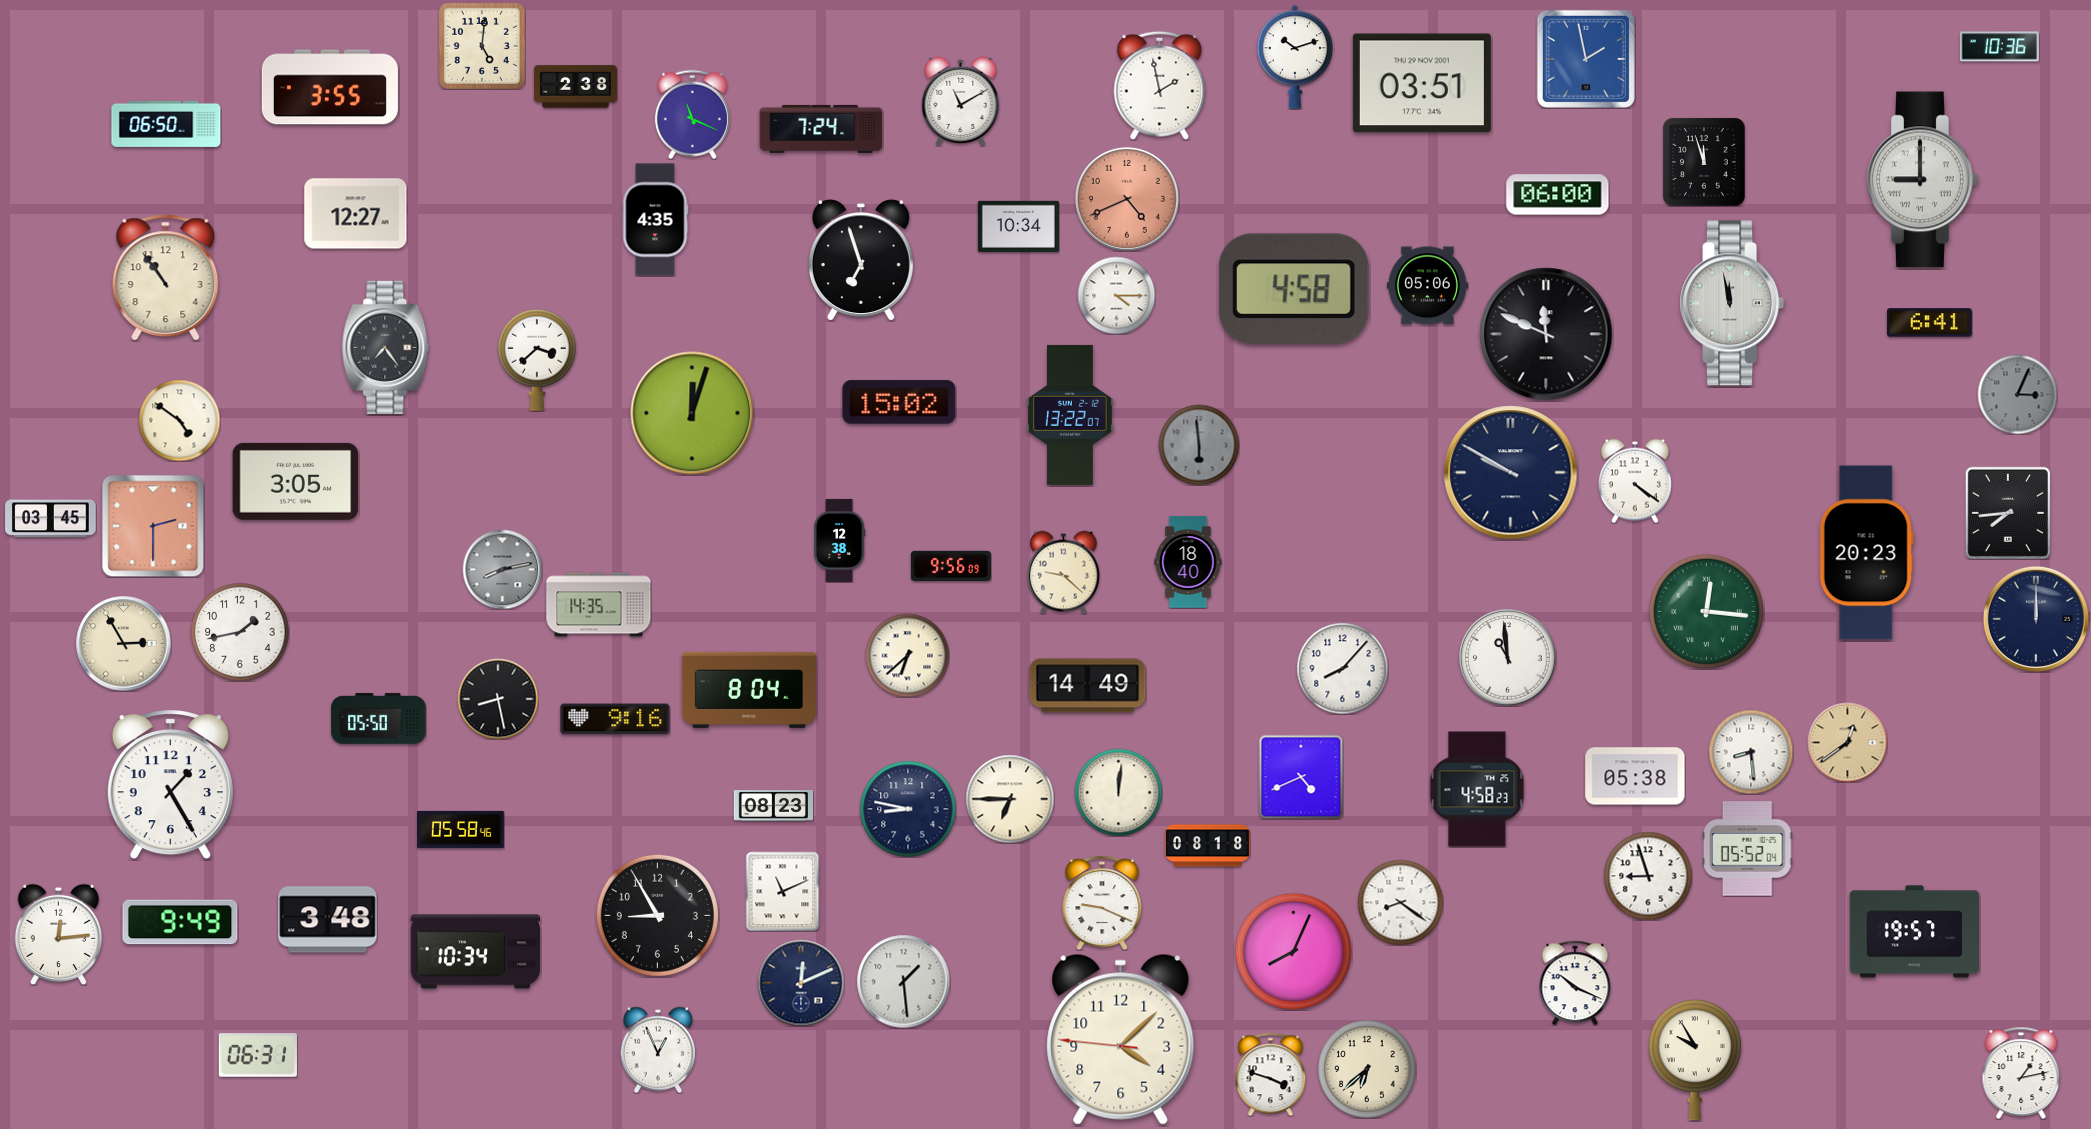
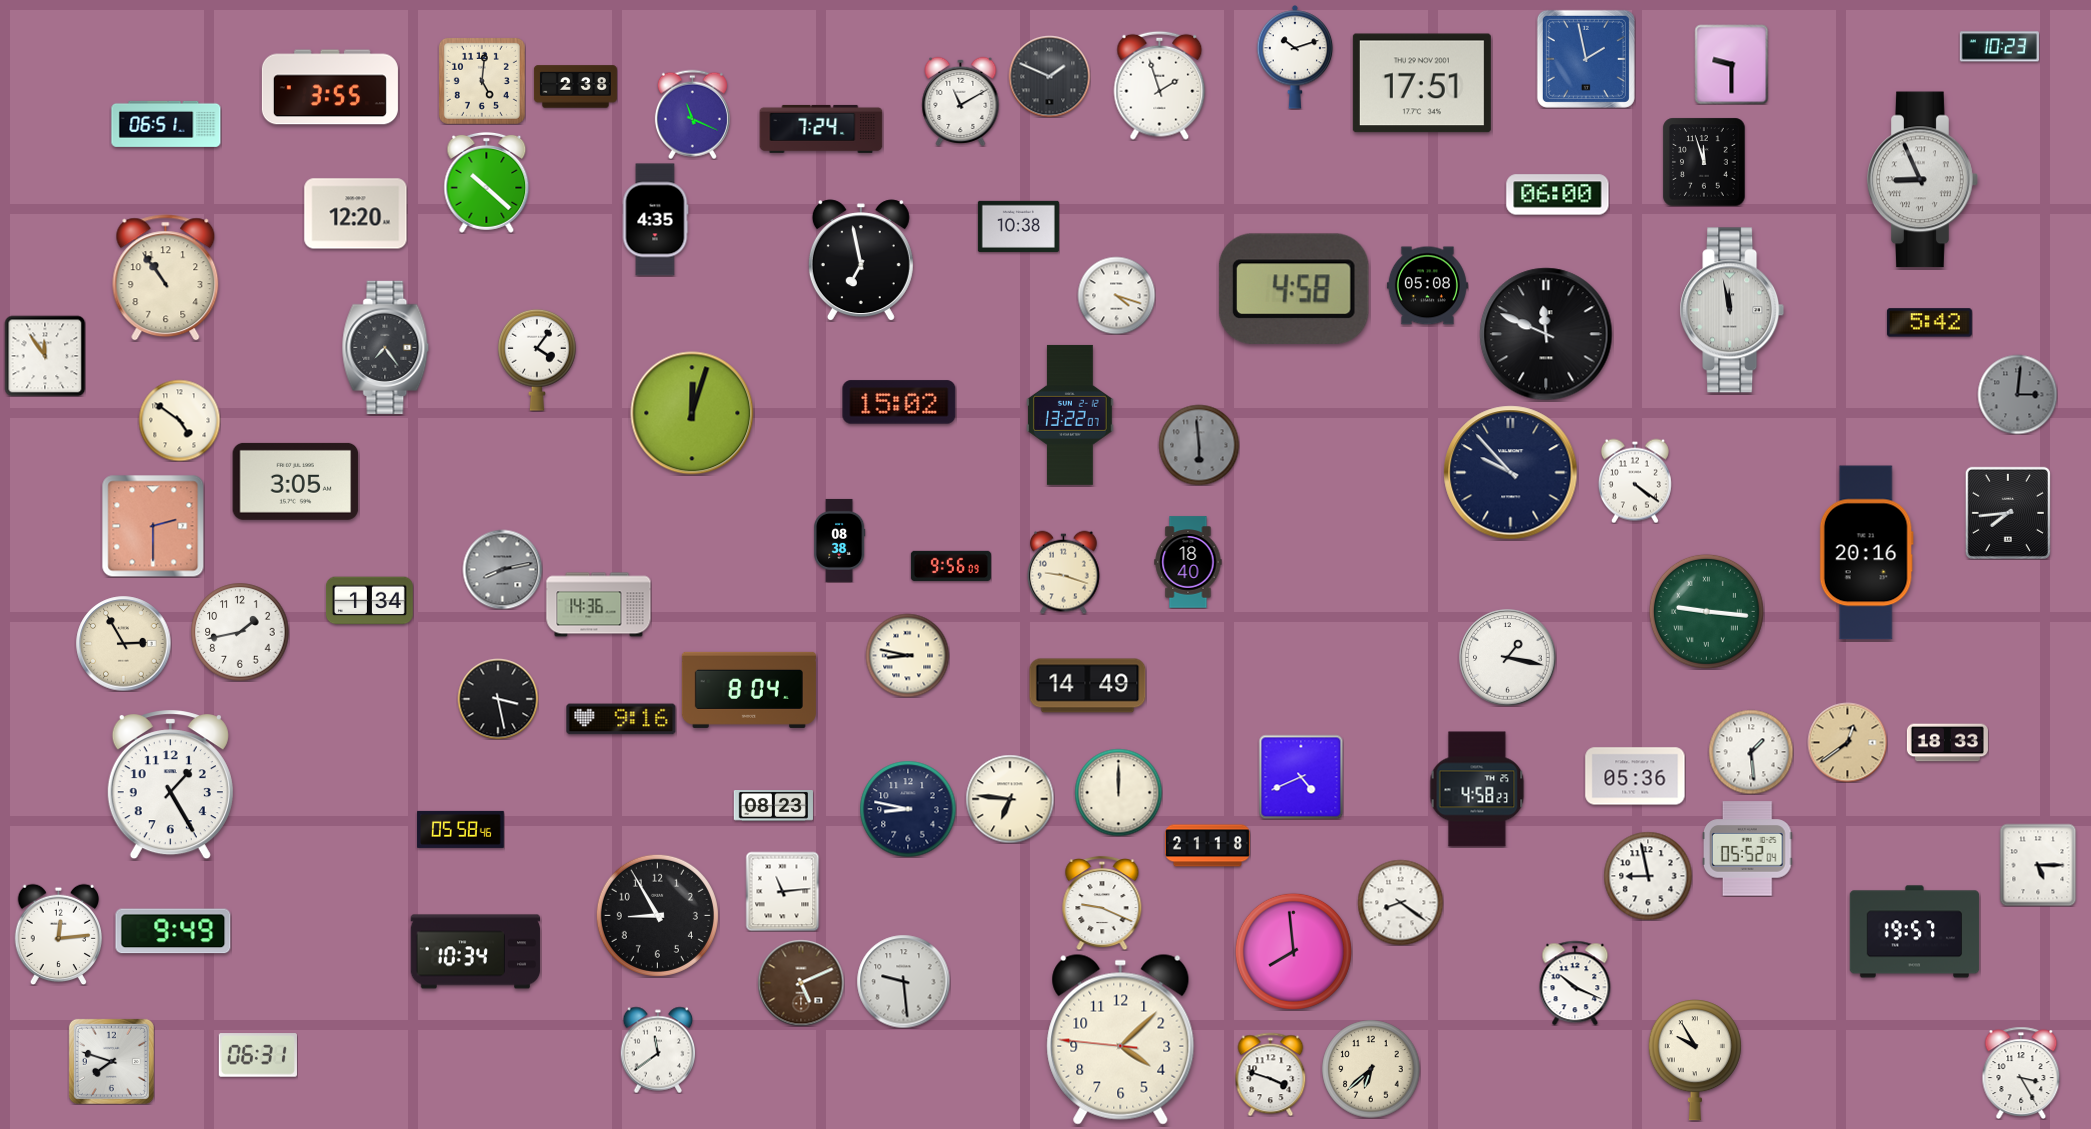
clock at (482, 46) position: (482, 46) -> (482, 81)
clock at (1999, 47): 10:36 -> 10:23
clock at (1732, 64): none -> 9:30
clock at (1049, 76): none -> 1:49
clock at (1422, 83): 03:51 -> 17:51
clock at (1160, 85): 1:58 -> 1:57
clock at (166, 124): 06:50 -> 06:51
clock at (1923, 180): 9:00 -> 8:56
clock at (487, 182): none -> 10:22
clock at (1127, 199): 4:41 -> none
clock at (356, 214): 12:27 -> 12:20
clock at (1018, 226): 10:34 -> 10:38
clock at (861, 260): 6:57 -> 6:58
clock at (1427, 286): 05:06 -> 05:08
clock at (1116, 295): 4:15 -> 4:18
clock at (1732, 303) position: (1732, 303) -> (1732, 310)
clock at (1929, 323): 6:41 -> 5:42
clock at (45, 356): none -> 11:54
clock at (537, 360): 3:38 -> 4:06
clock at (2017, 394): 3:04 -> 3:01
clock at (1511, 473): 9:50 -> 9:53
clock at (51, 519): 03:45 -> none
clock at (839, 540): 12:38 -> 08:38
clock at (1866, 553): 20:23 -> 20:16
clock at (1064, 572): 9:22 -> 9:18
clock at (370, 601): none -> 1:34
clock at (599, 605): 14:35 -> 14:36
clock at (1706, 611): 12:16 -> 9:16
clock at (2036, 619): 12:00 -> none
clock at (907, 655): 6:38 -> 8:47
clock at (1508, 658): 10:59 -> 1:17
clock at (1342, 668): 8:07 -> none
clock at (498, 699): 8:28 -> 3:28
clock at (379, 718): 05:50 -> none
clock at (615, 719) position: (615, 719) -> (621, 719)
clock at (1947, 743): none -> 18:33
clock at (1751, 752): 8:29 -> 1:29
clock at (1635, 776): 05:38 -> 05:36
clock at (1118, 792): 12:01 -> 12:00
clock at (1010, 799): 6:45 -> 6:46
clock at (1207, 846): 08:18 -> 21:18
clock at (2038, 865): none -> 5:15
clock at (1648, 876): 8:57 -> 8:58
clock at (783, 891): 11:11 -> 11:14
clock at (328, 920): 3:48 -> none
clock at (180, 922) position: (180, 922) -> (173, 931)
clock at (1293, 951): 8:04 -> 7:59
clock at (903, 981): 1:29 -> 9:29
clock at (801, 983): 12:11 -> 5:11
clock at (801, 983) dial: navy -> brown
clock at (658, 1050): 12:56 -> 11:39
clock at (111, 1061): none -> 7:48
clock at (1367, 1069) position: (1367, 1069) -> (1371, 1069)
clock at (2021, 1072): 1:13 -> 3:25
